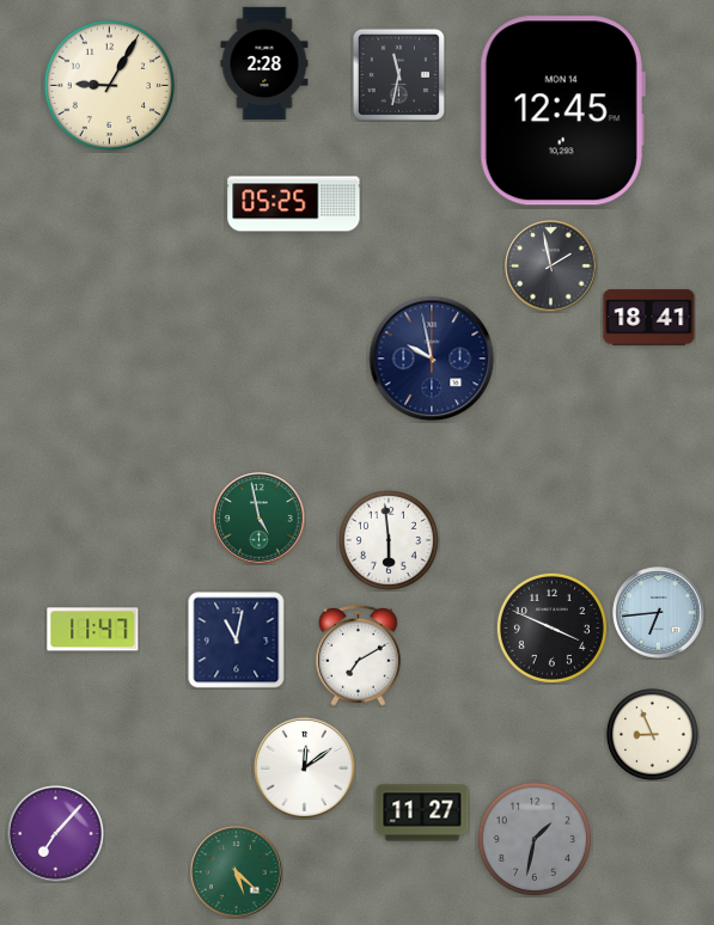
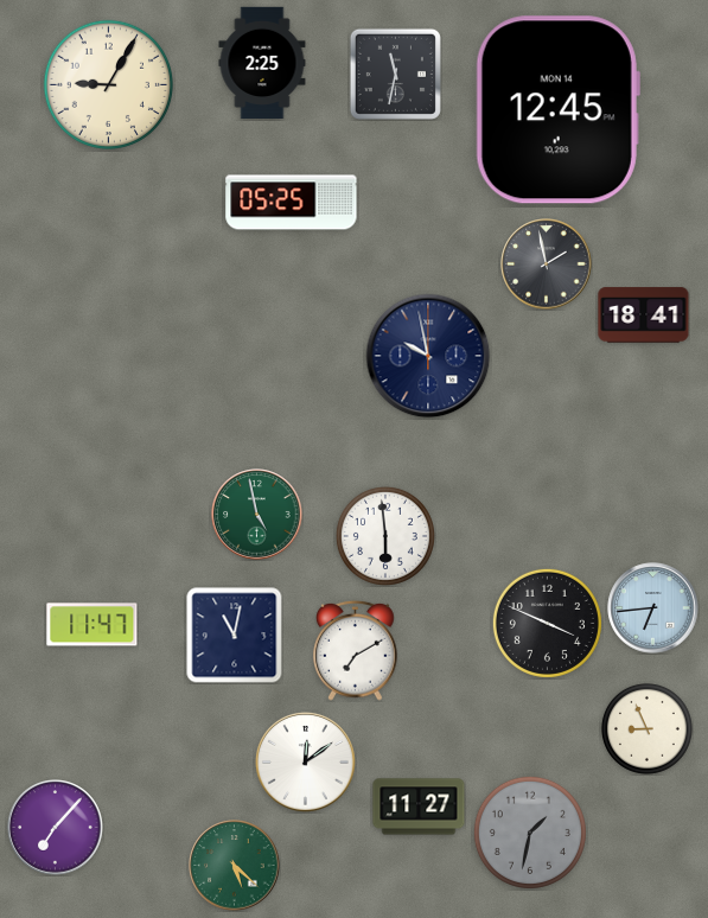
clock at (264, 63): 2:28 -> 2:25
clock at (304, 767) position: (304, 767) -> (305, 761)
